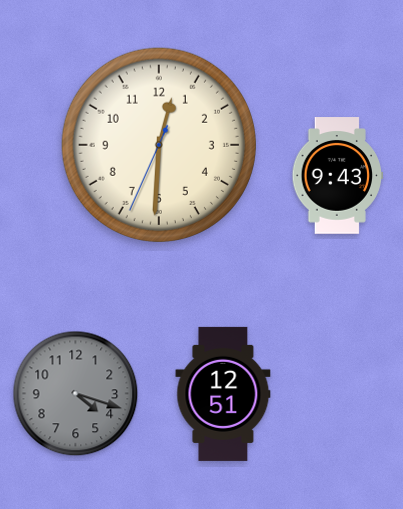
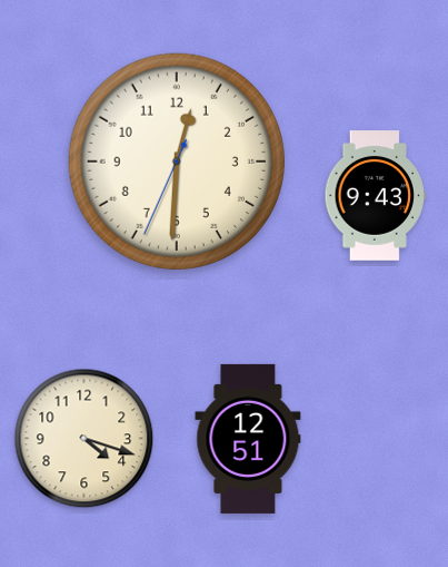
clock at (76, 394) dial: grey -> cream
